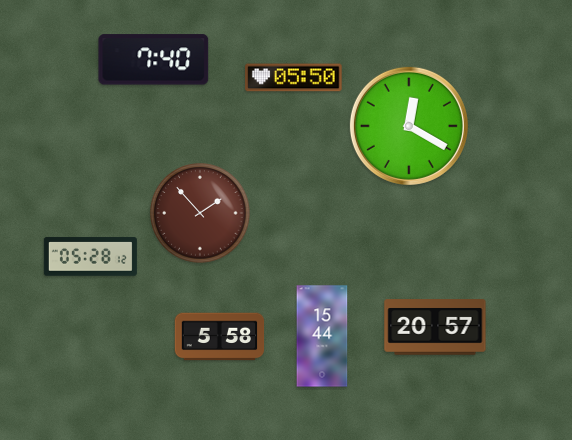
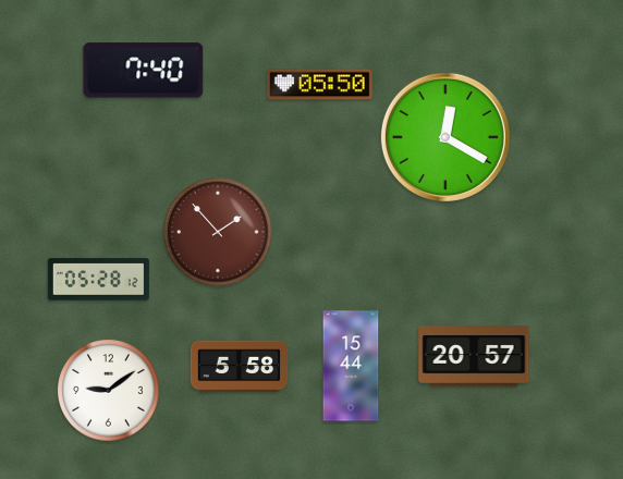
clock at (154, 60) position: (154, 60) -> (144, 71)
clock at (109, 391): none -> 9:09
